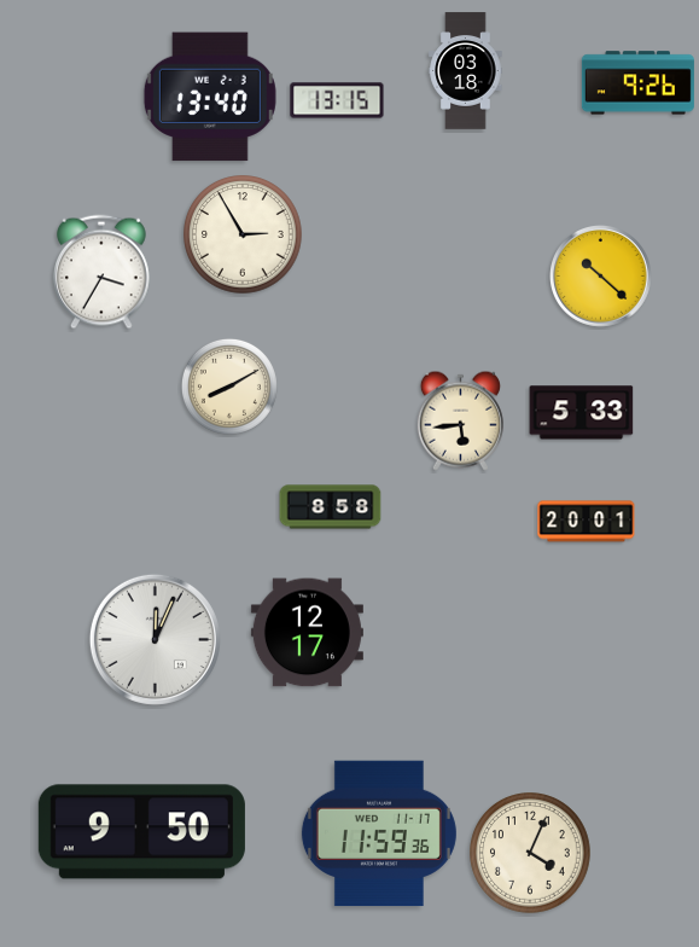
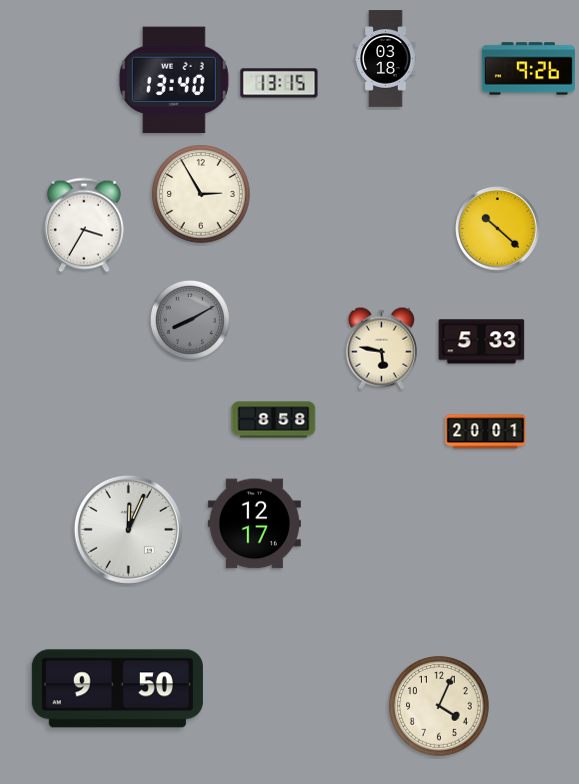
clock at (229, 387) dial: cream -> grey
clock at (460, 420): 5:44 -> 5:47
clock at (379, 833): 11:59 -> none
